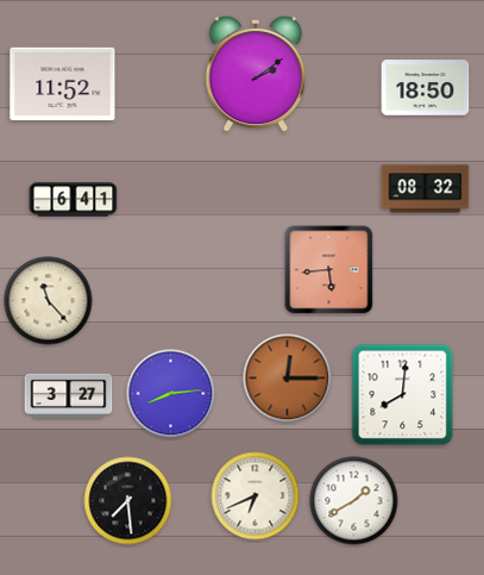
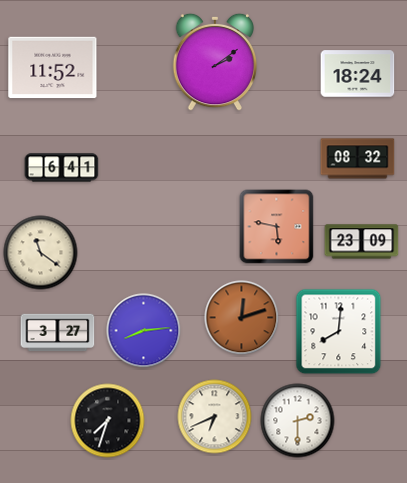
clock at (63, 85) position: (63, 85) -> (53, 68)
clock at (426, 88): 18:50 -> 18:24
clock at (329, 270): 5:44 -> 5:47
clock at (362, 242): none -> 23:09
clock at (49, 301): 11:23 -> 11:21
clock at (288, 379): 12:15 -> 12:12
clock at (128, 501): 7:29 -> 7:33
clock at (354, 501): 1:40 -> 2:30
